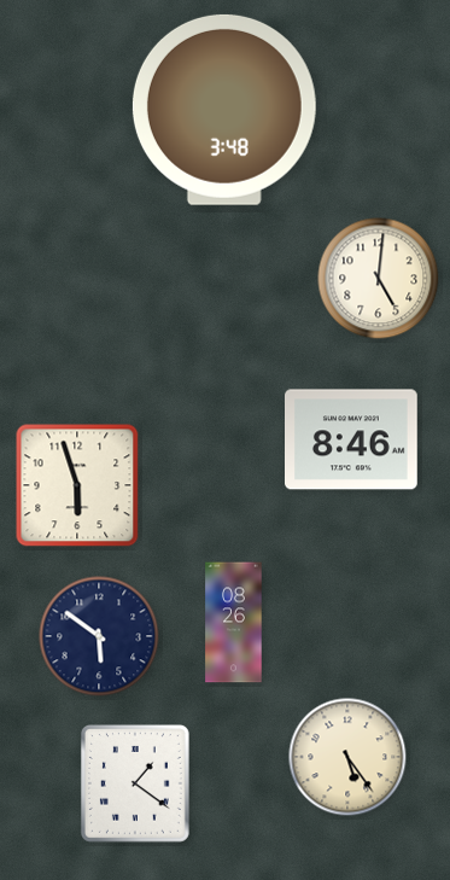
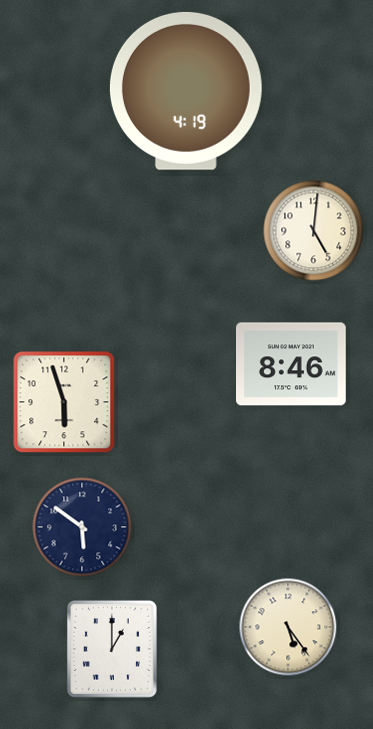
clock at (224, 110): 3:48 -> 4:19
clock at (234, 623): 08:26 -> none
clock at (135, 783): 1:21 -> 1:00
